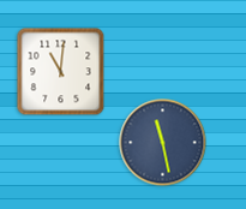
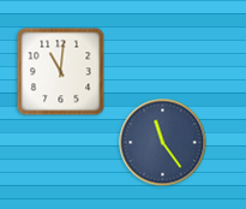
clock at (163, 143): 11:28 -> 11:24
